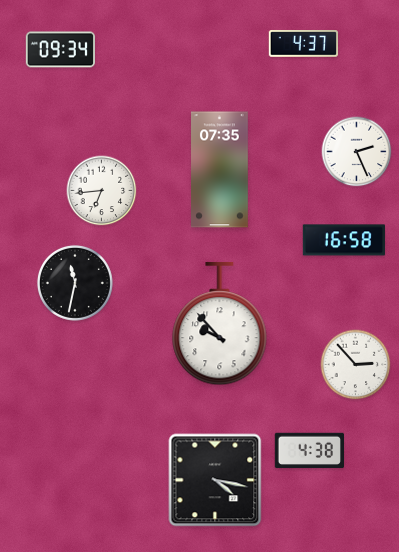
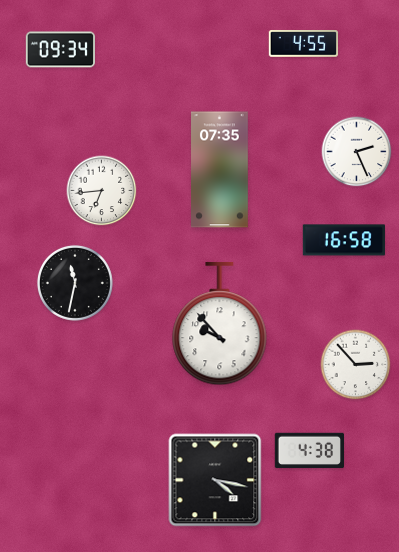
clock at (303, 44): 4:37 -> 4:55
